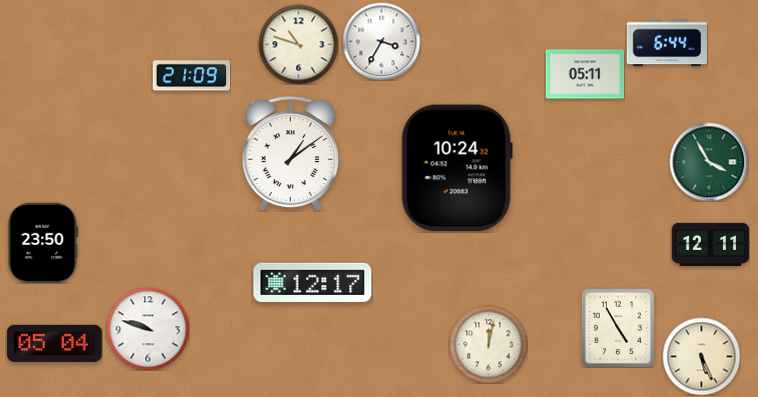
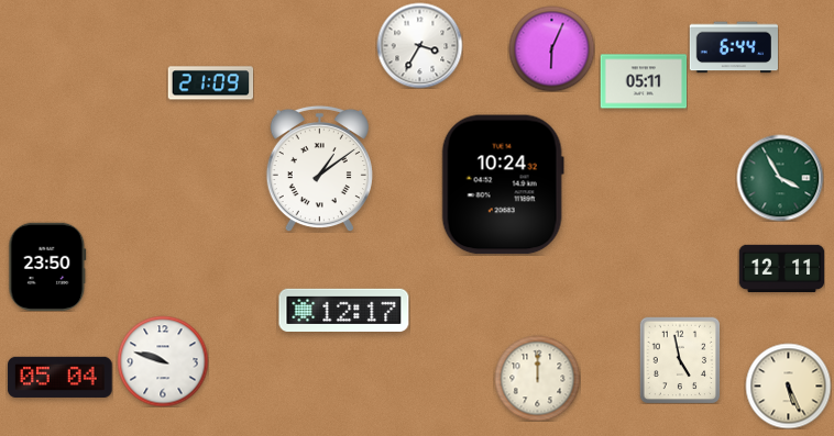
clock at (298, 44): 10:48 -> none
clock at (551, 48): none -> 6:04
clock at (618, 328): 4:55 -> 4:58
clock at (488, 344): 12:02 -> 12:00
clock at (701, 356) position: (701, 356) -> (788, 385)
